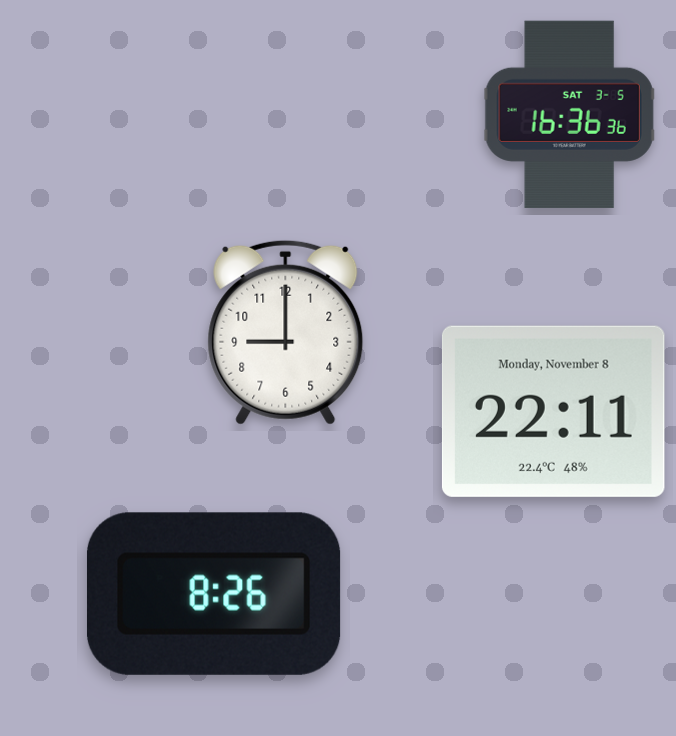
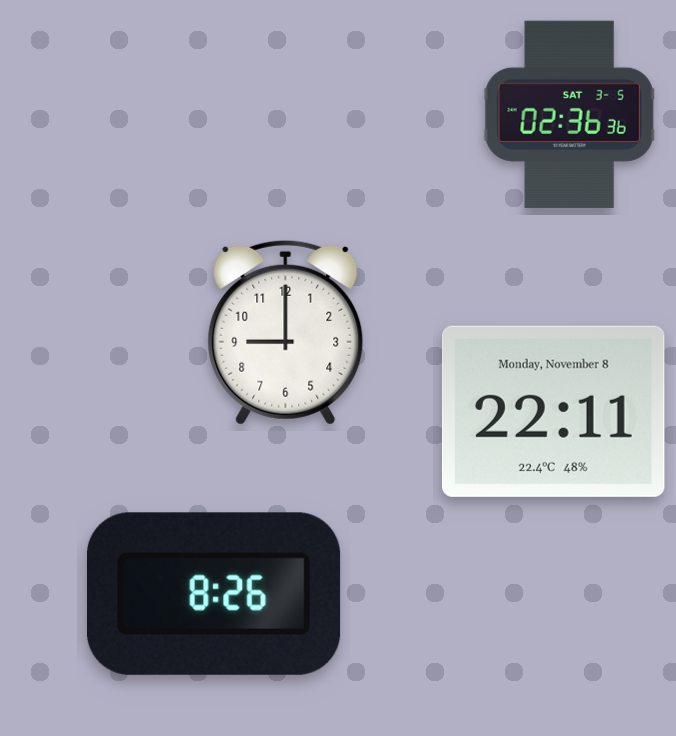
clock at (570, 114): 16:36 -> 02:36
